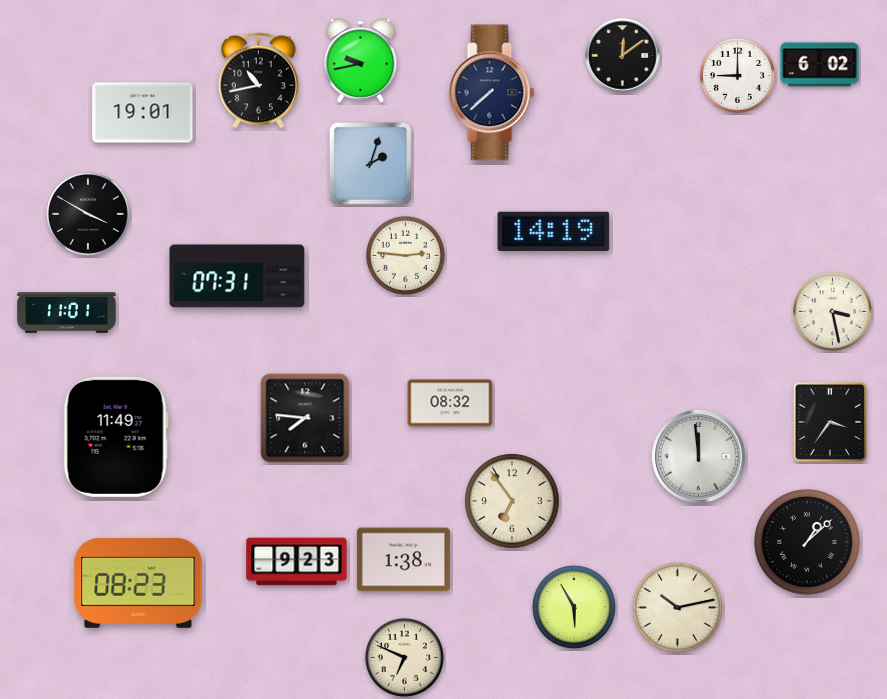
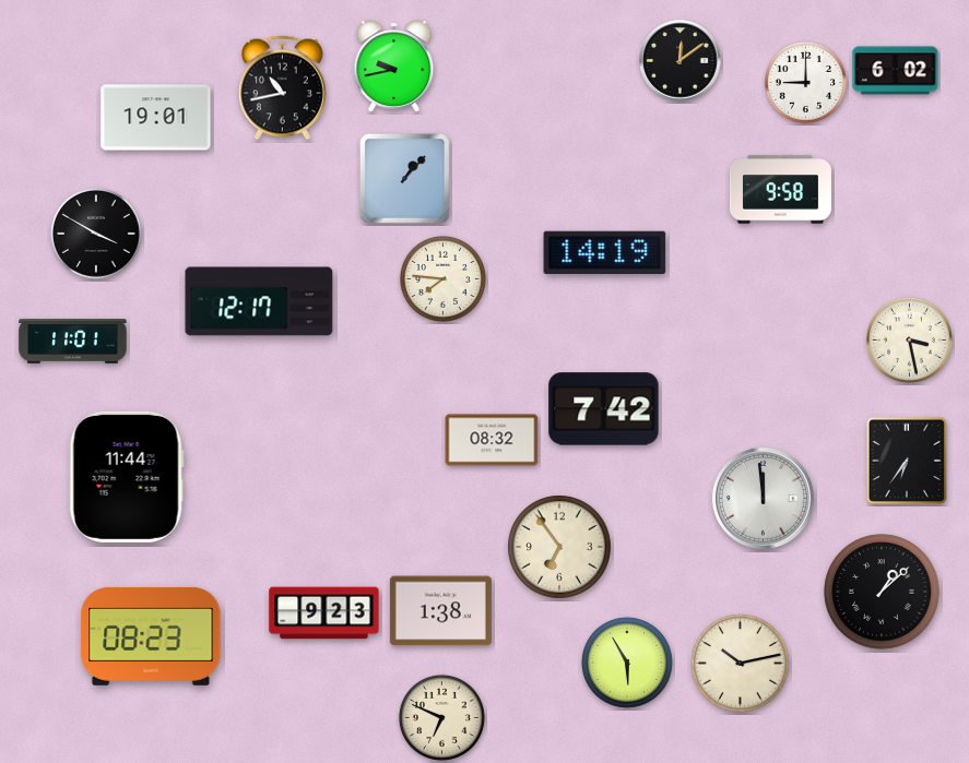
clock at (492, 93): 7:38 -> none
clock at (143, 113) position: (143, 113) -> (156, 118)
clock at (370, 163): 2:03 -> 1:07
clock at (780, 190): none -> 9:58
clock at (405, 255): 2:46 -> 7:46
clock at (237, 276): 07:31 -> 12:17
clock at (604, 409): none -> 7:42
clock at (305, 418): 7:46 -> none
clock at (830, 422): 3:36 -> 6:36
clock at (116, 437): 11:49 -> 11:44
